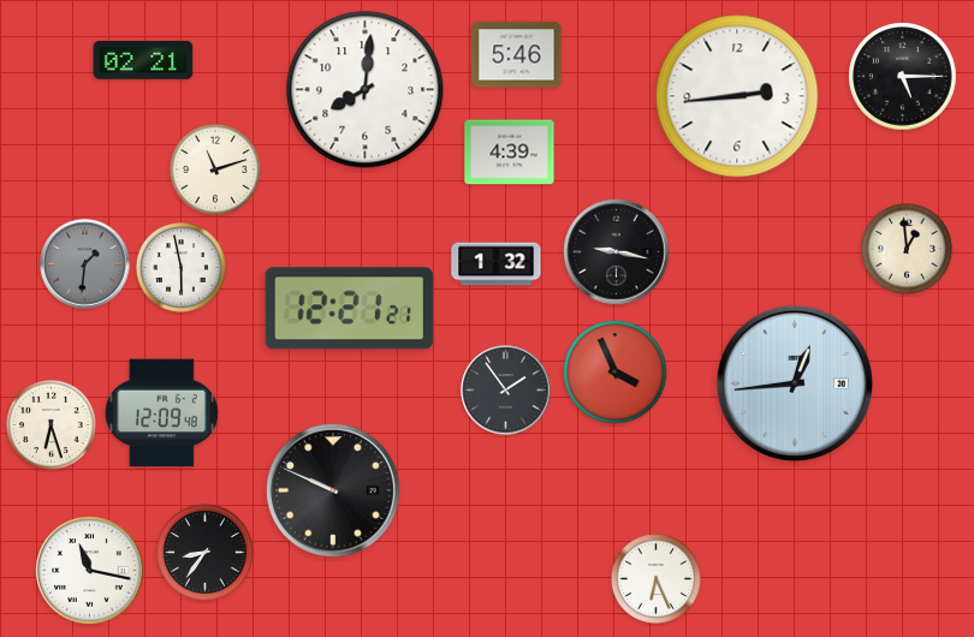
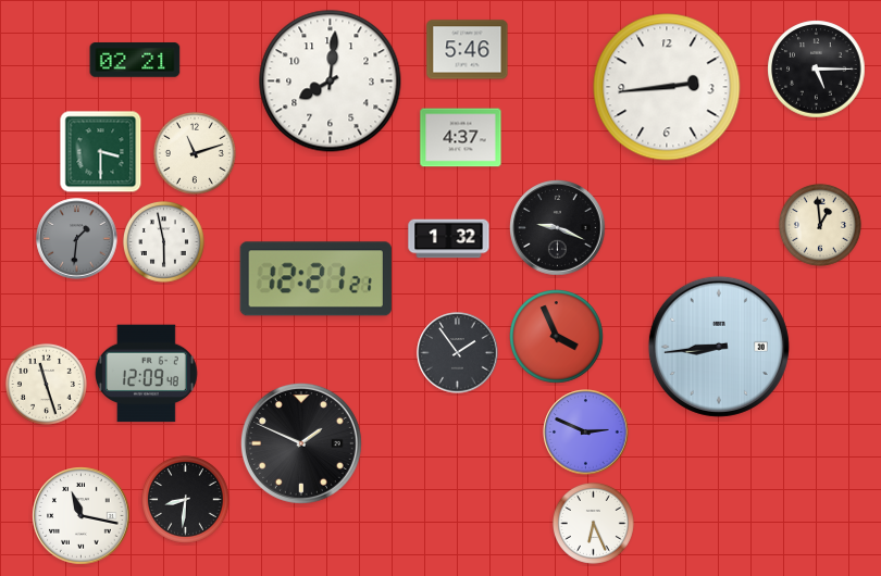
clock at (143, 61) position: (143, 61) -> (135, 61)
clock at (510, 153): 4:39 -> 4:37
clock at (101, 152): none -> 3:30
clock at (617, 252): 9:17 -> 9:19
clock at (795, 383): 12:44 -> 8:44
clock at (51, 424): 6:27 -> 11:27
clock at (586, 433): none -> 2:49
clock at (333, 490): 9:49 -> 1:49
clock at (206, 553): 8:36 -> 8:31
